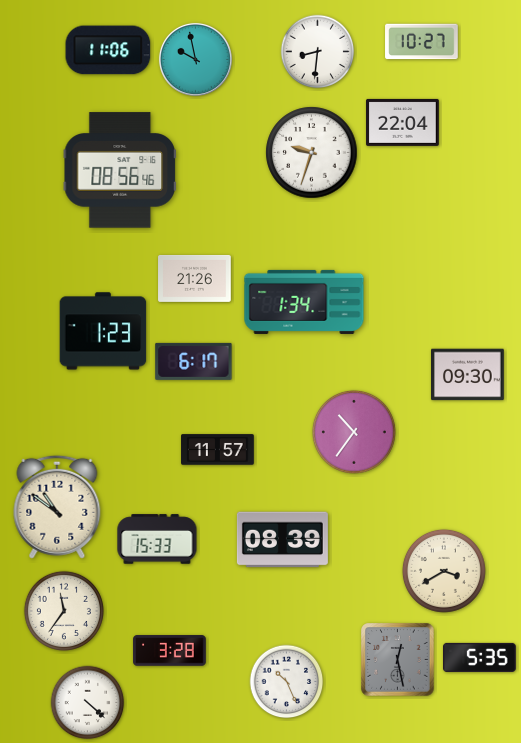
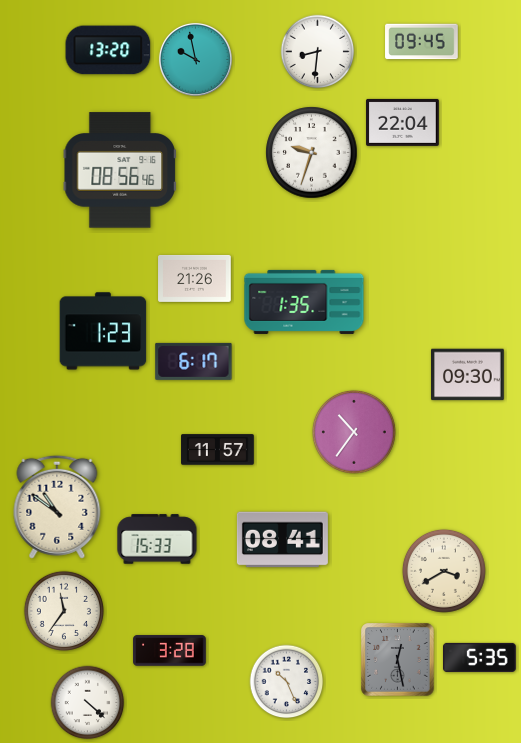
clock at (422, 42): 10:27 -> 09:45
clock at (108, 50): 11:06 -> 13:20
clock at (304, 302): 1:34 -> 1:35
clock at (282, 540): 08:39 -> 08:41
